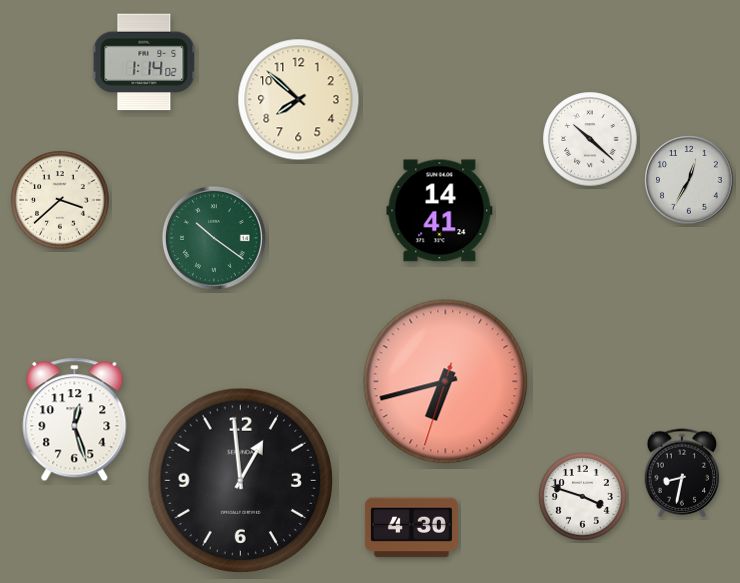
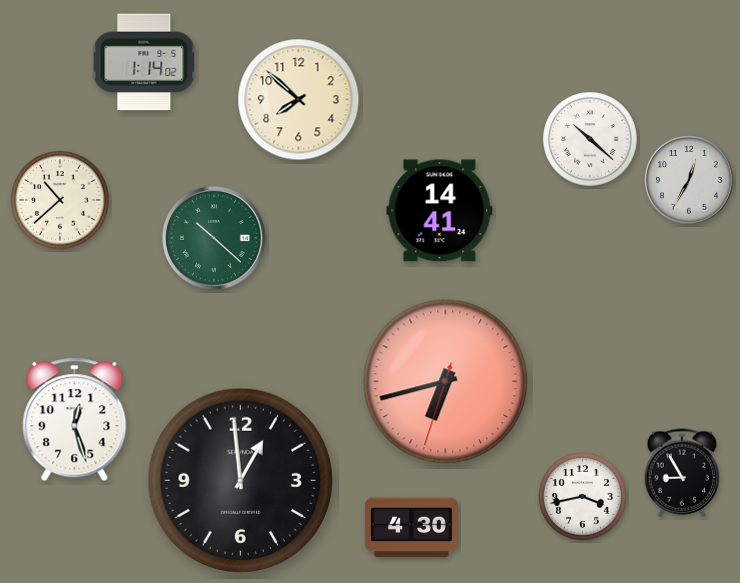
clock at (60, 200): 3:38 -> 10:38
clock at (214, 238): 10:21 -> 10:22
clock at (682, 473): 8:32 -> 8:55
clock at (583, 497): 3:48 -> 3:43
